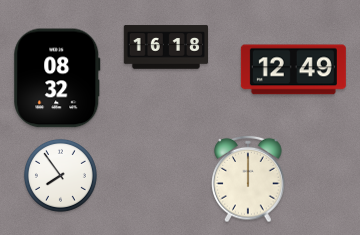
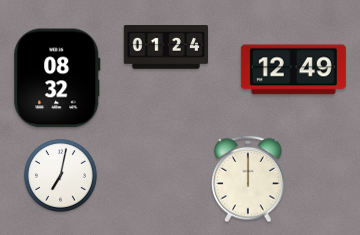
clock at (165, 47): 16:18 -> 01:24
clock at (60, 175): 7:54 -> 7:02
